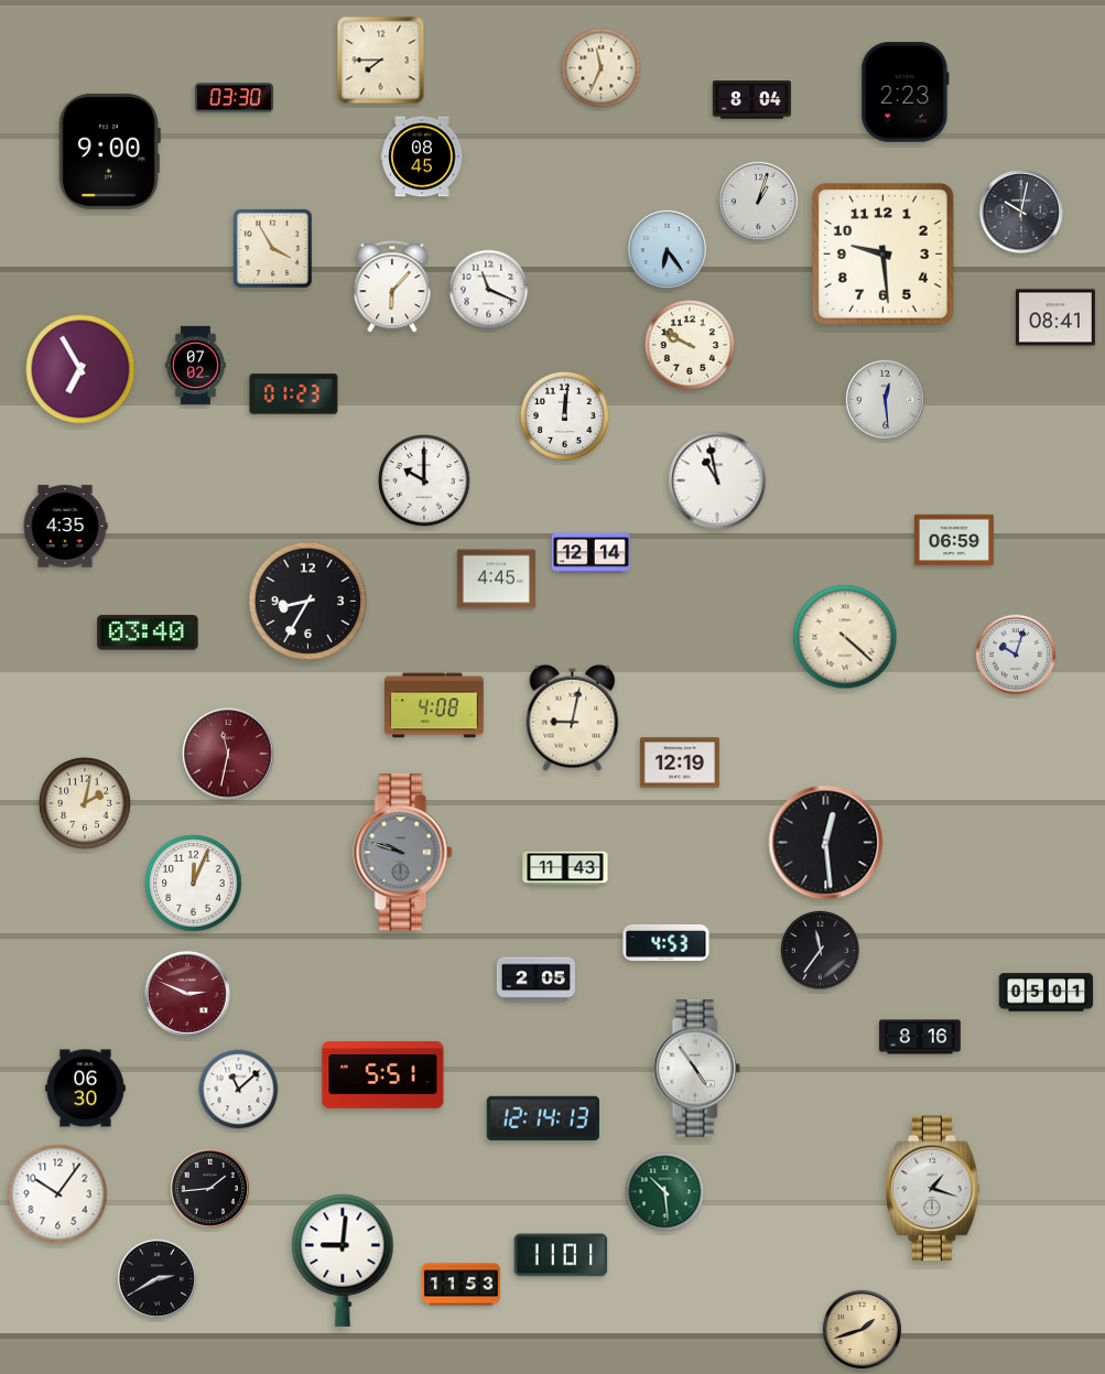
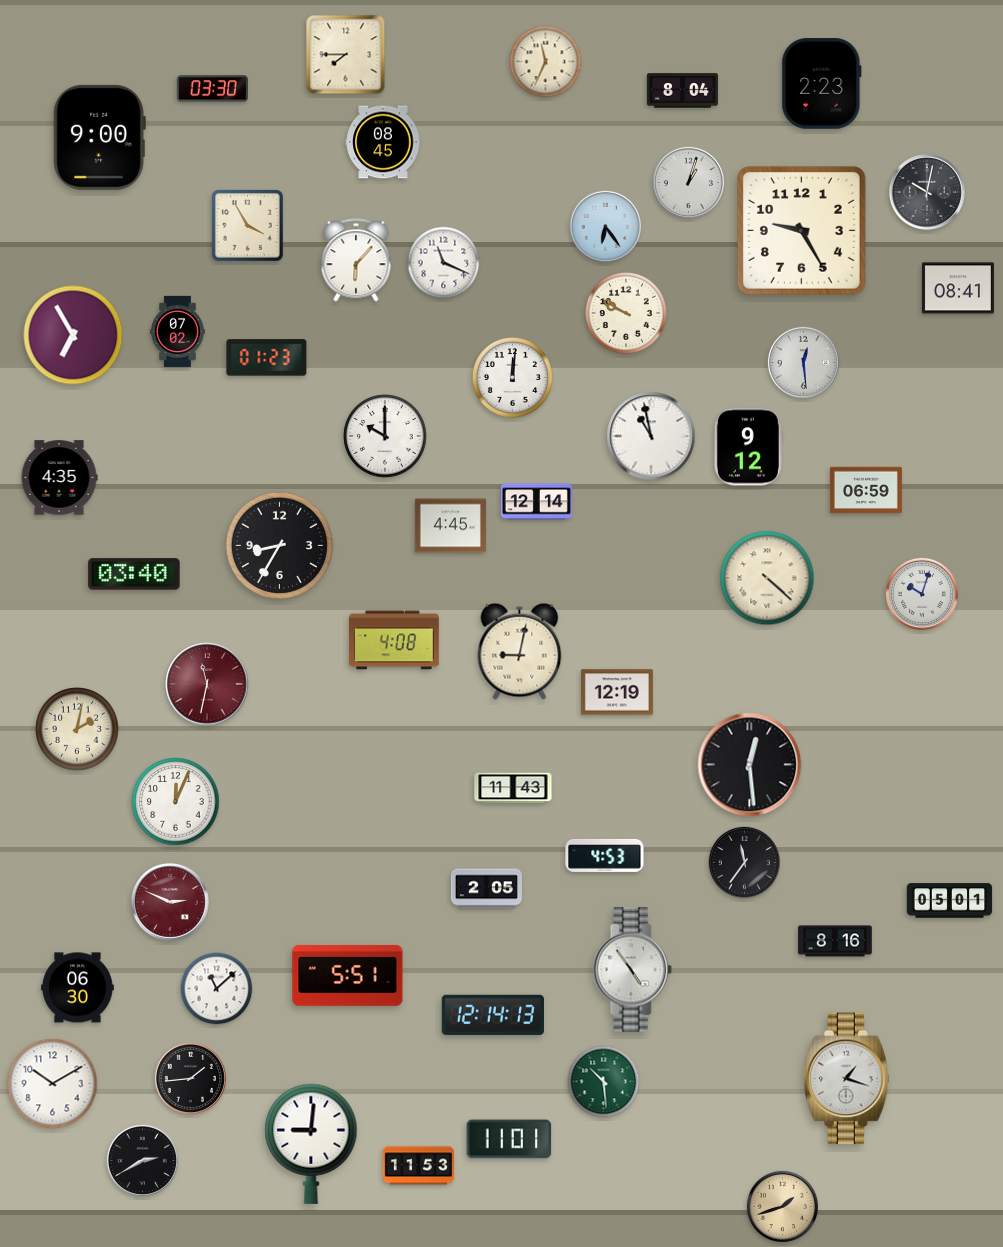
clock at (882, 253): 9:29 -> 9:25
clock at (748, 447): none -> 9:12
clock at (403, 853): 9:48 -> none
clock at (58, 1194): 10:06 -> 10:10
